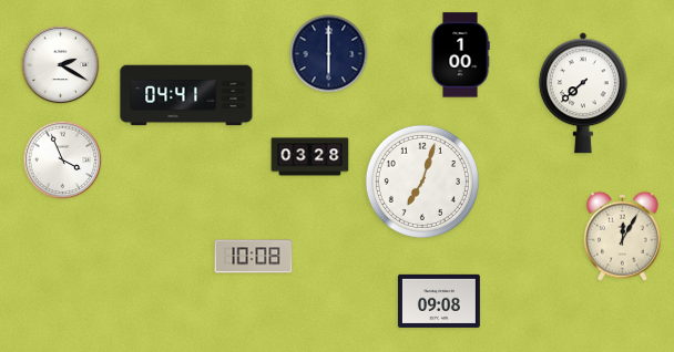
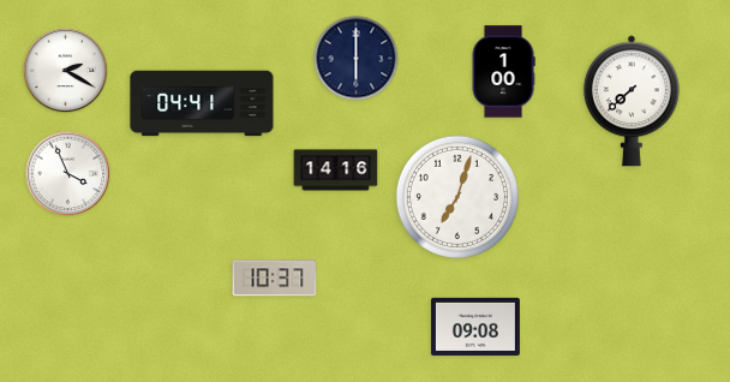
clock at (460, 55) position: (460, 55) -> (503, 72)
clock at (310, 157): 03:28 -> 14:16
clock at (623, 236): 12:05 -> none
clock at (254, 257): 10:08 -> 10:37
